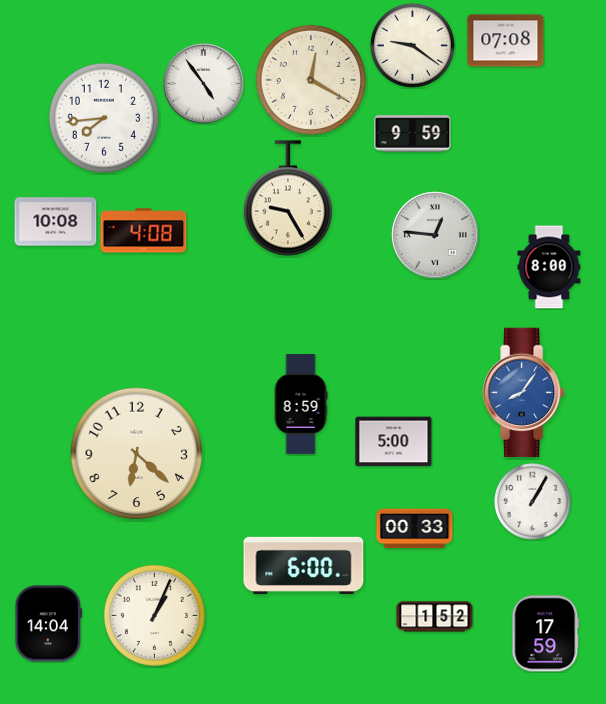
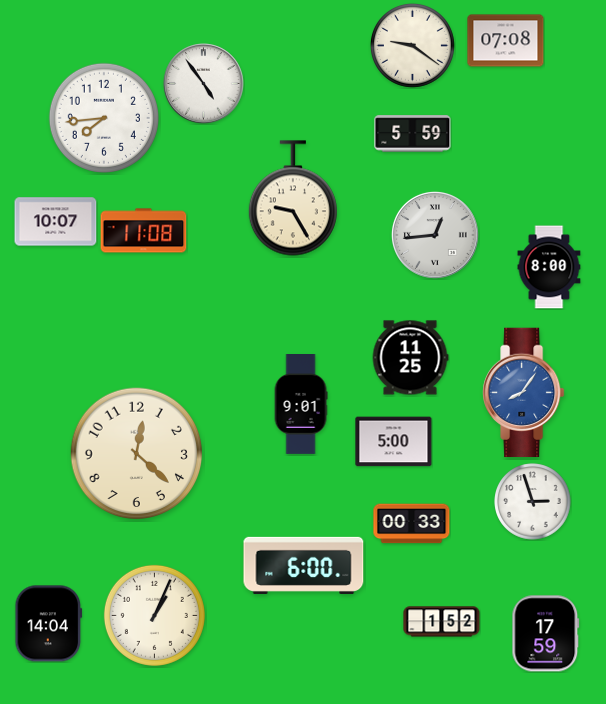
clock at (311, 80): 12:20 -> none
clock at (413, 134): 9:59 -> 5:59
clock at (288, 198) position: (288, 198) -> (293, 198)
clock at (56, 222): 10:08 -> 10:07
clock at (144, 231): 4:08 -> 11:08
clock at (435, 235): 12:46 -> 12:44
clock at (410, 358): none -> 11:25
clock at (301, 405): 8:59 -> 9:01
clock at (137, 454): 6:22 -> 12:22
clock at (533, 502): 1:05 -> 2:57
clock at (415, 529) position: (415, 529) -> (412, 524)
clock at (435, 617) position: (435, 617) -> (442, 622)
